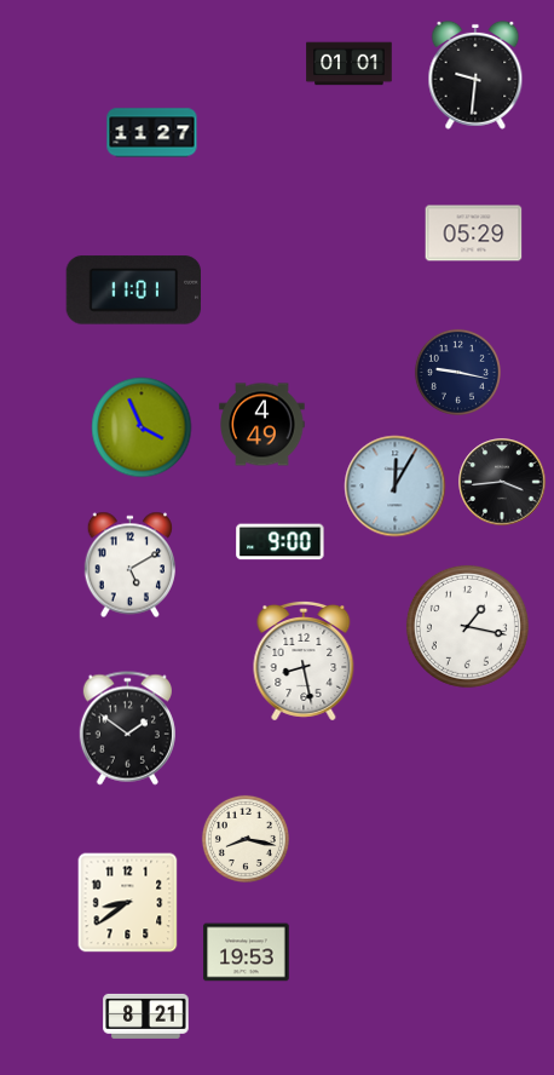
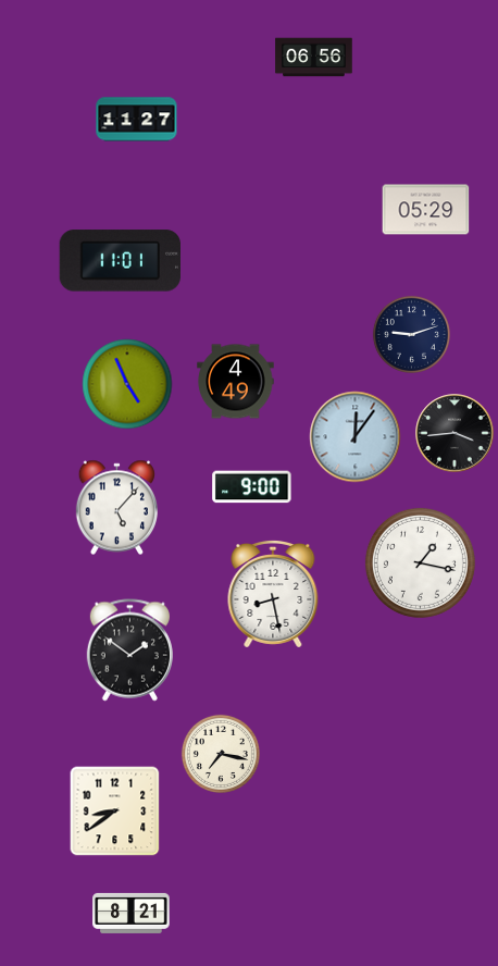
clock at (350, 64): 01:01 -> 06:56
clock at (475, 75): 9:31 -> none
clock at (457, 372): 9:17 -> 9:12
clock at (142, 427): 3:56 -> 4:56
clock at (502, 482) position: (502, 482) -> (455, 433)
clock at (396, 487): 12:05 -> 12:06
clock at (129, 565): 5:10 -> 5:07
clock at (127, 729) position: (127, 729) -> (129, 651)
clock at (246, 839): 8:17 -> 7:17
clock at (247, 953): 19:53 -> none
